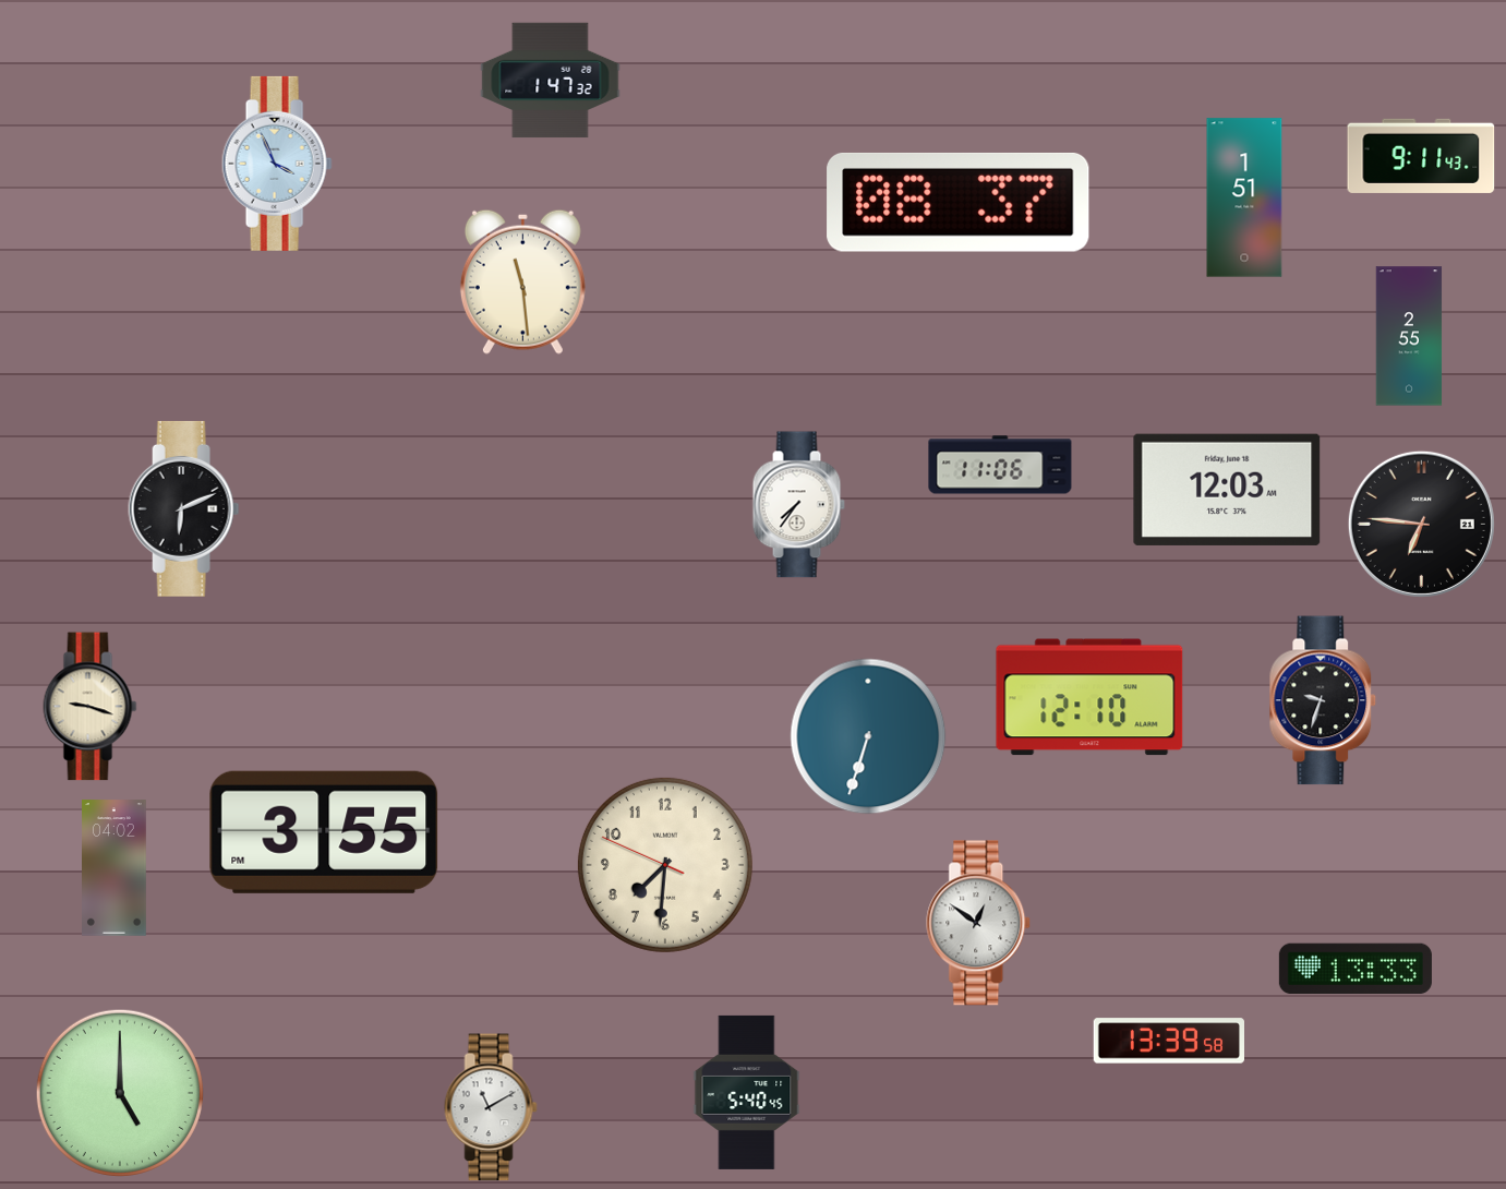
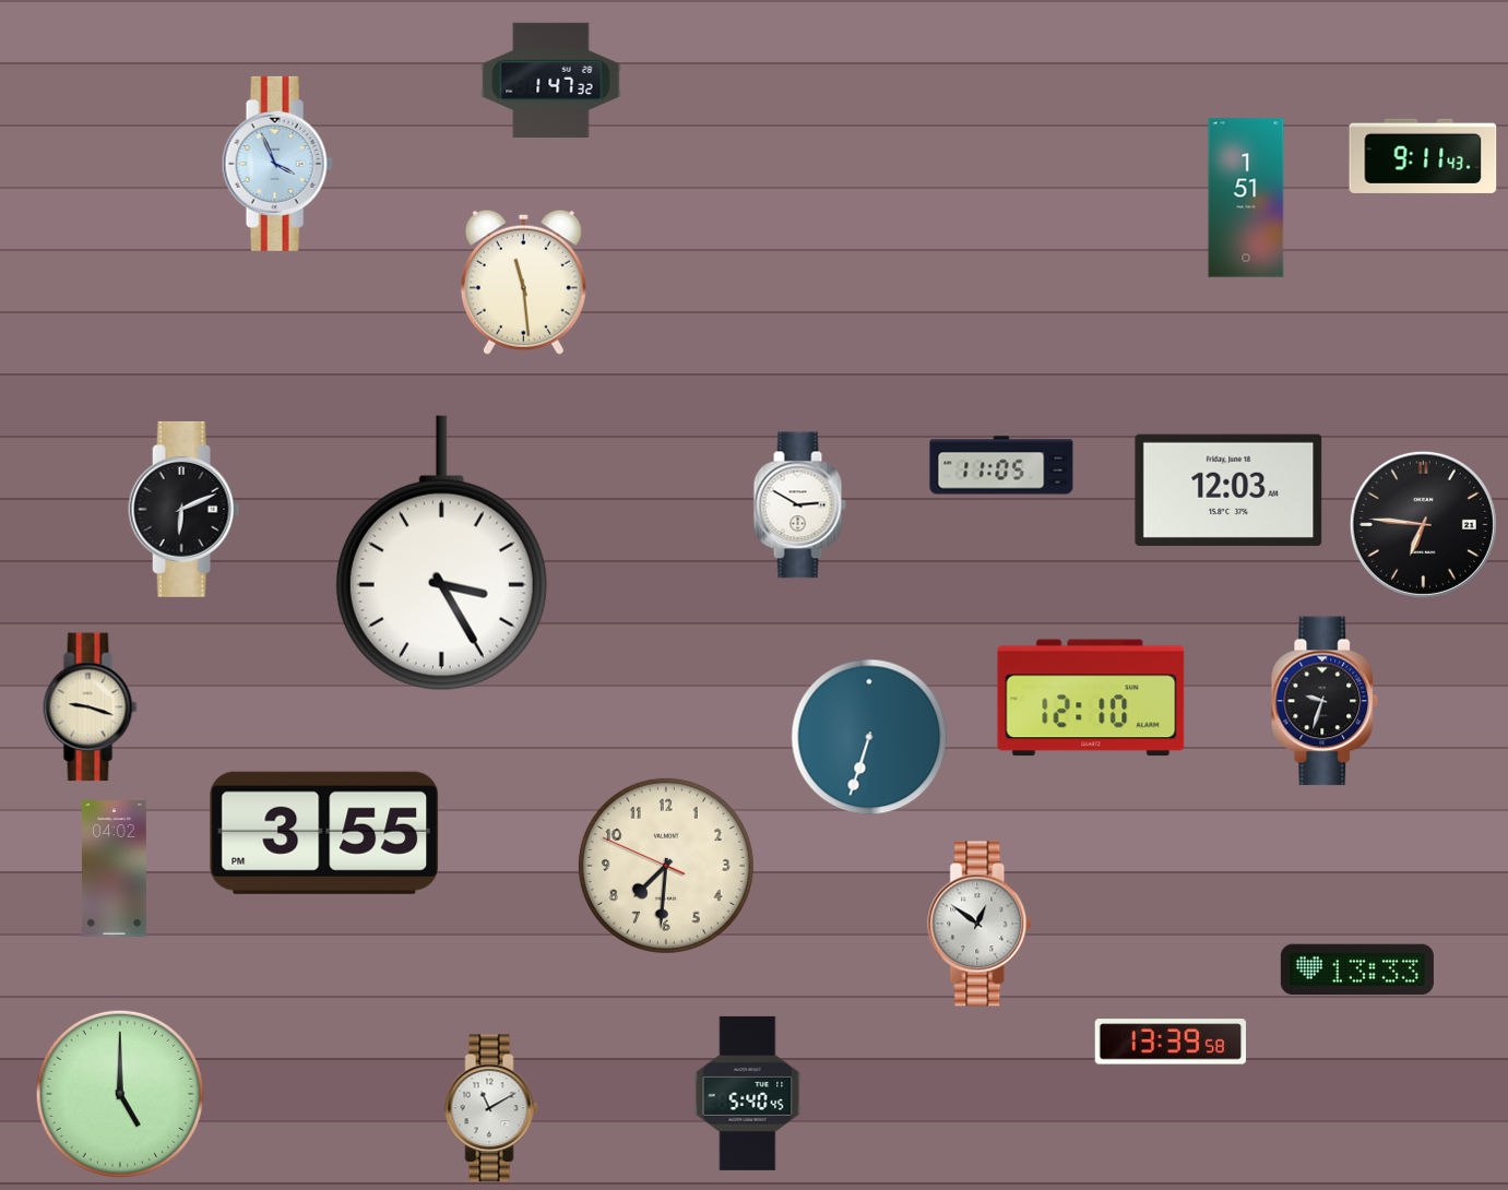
clock at (959, 202): 08:37 -> none
clock at (1409, 336): 2:55 -> none
clock at (1000, 465): 11:06 -> 11:05
clock at (798, 505): 7:36 -> 2:50
clock at (441, 554): none -> 3:25
